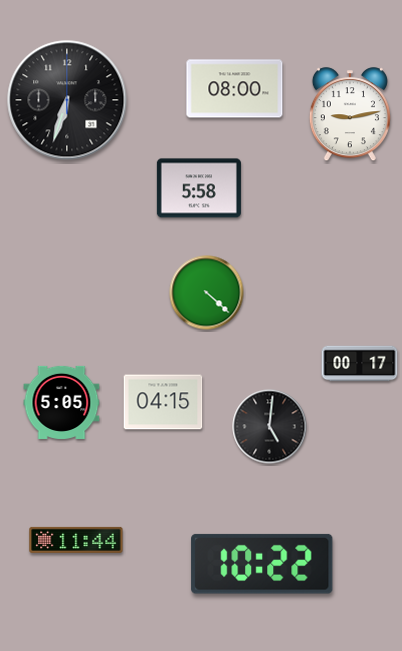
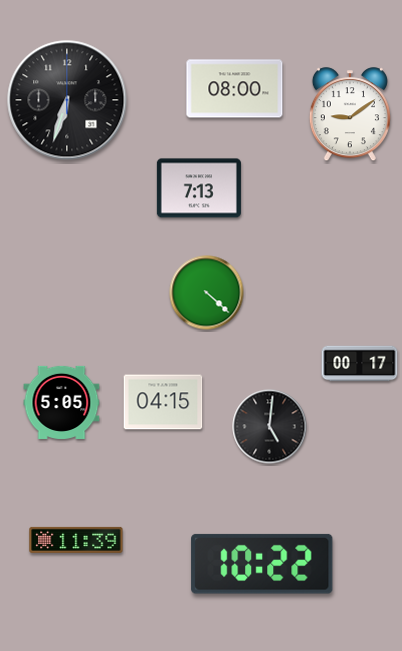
clock at (350, 115): 9:13 -> 9:09
clock at (199, 188): 5:58 -> 7:13
clock at (76, 540): 11:44 -> 11:39
